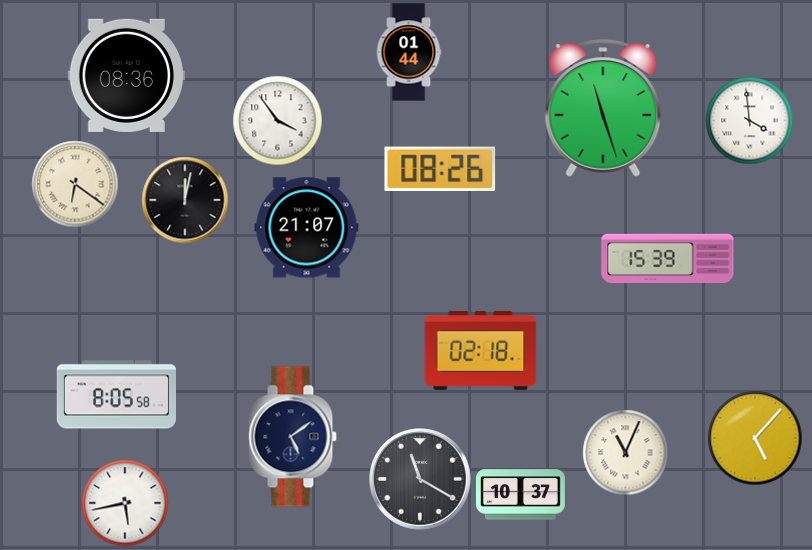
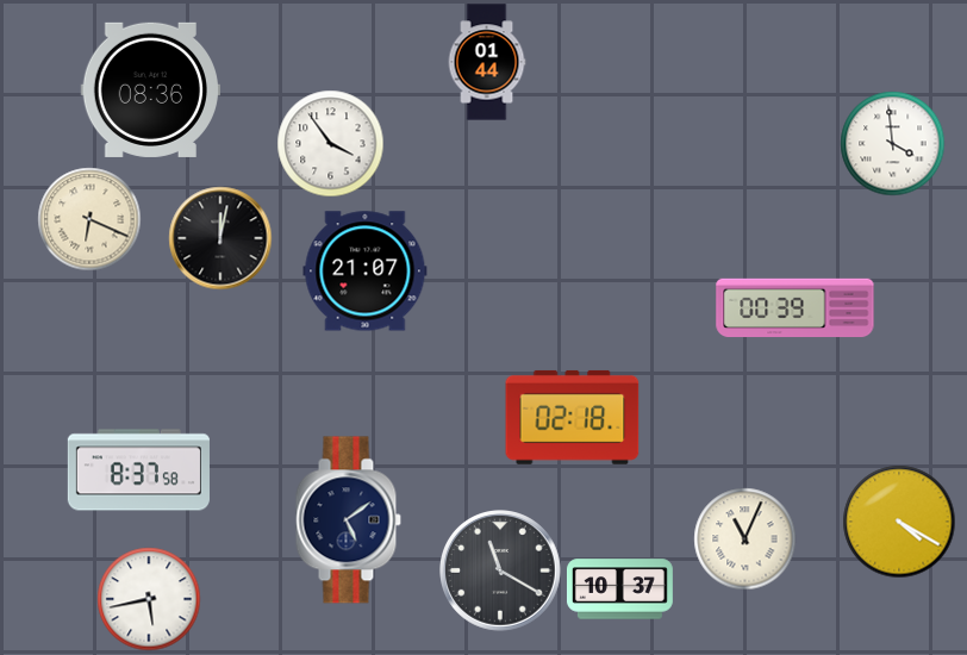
clock at (603, 108): 11:27 -> none
clock at (440, 168): 08:26 -> none
clock at (75, 184): 6:21 -> 6:19
clock at (668, 259): 15:39 -> 00:39
clock at (116, 395): 8:05 -> 8:37
clock at (755, 438): 5:07 -> 4:20
